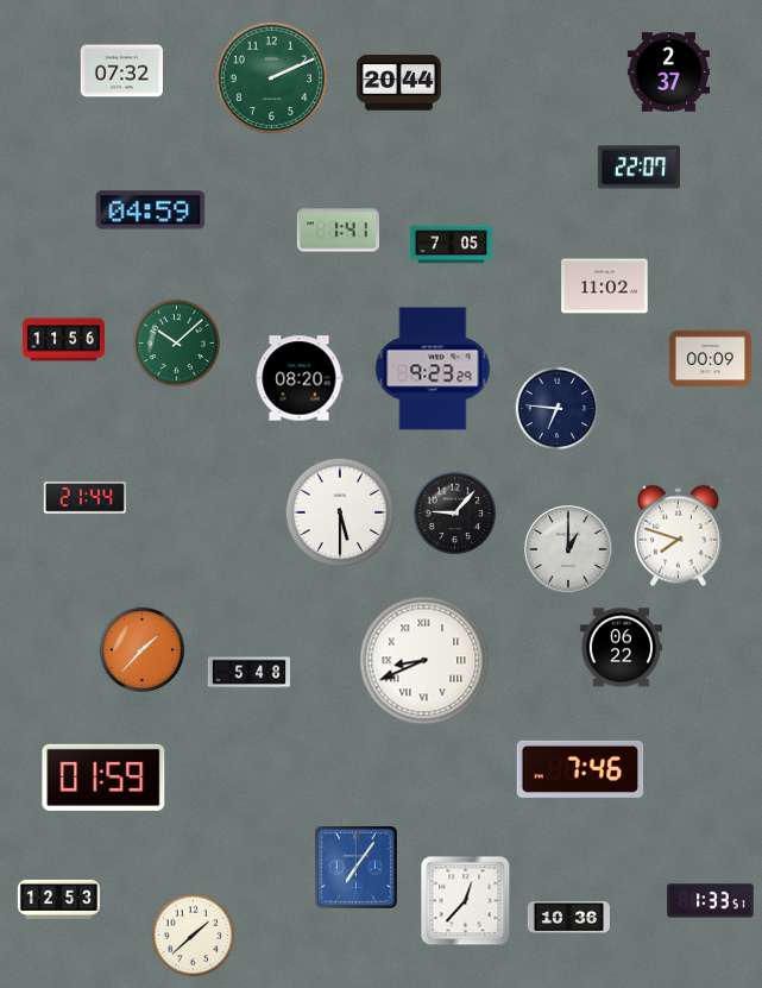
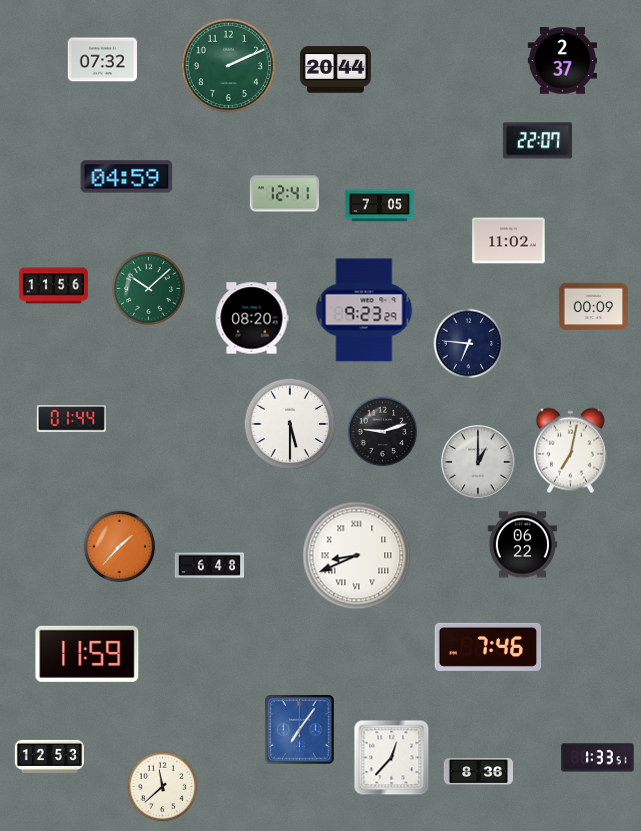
clock at (338, 231): 1:41 -> 12:41
clock at (710, 359) position: (710, 359) -> (593, 307)
clock at (84, 498): 21:44 -> 01:44
clock at (340, 512) position: (340, 512) -> (290, 424)
clock at (455, 514): 9:07 -> 9:12
clock at (678, 536): 7:48 -> 7:02
clock at (248, 673): 5:48 -> 6:48
clock at (103, 778): 01:59 -> 11:59
clock at (568, 918): 10:36 -> 8:36
clock at (194, 936): 1:38 -> 11:38
